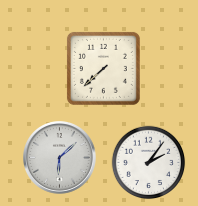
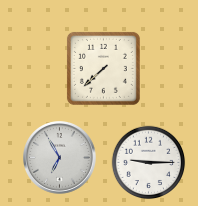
clock at (60, 158): 6:08 -> 6:55
clock at (149, 163): 2:06 -> 9:15
